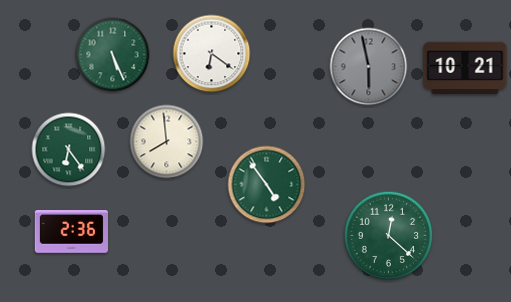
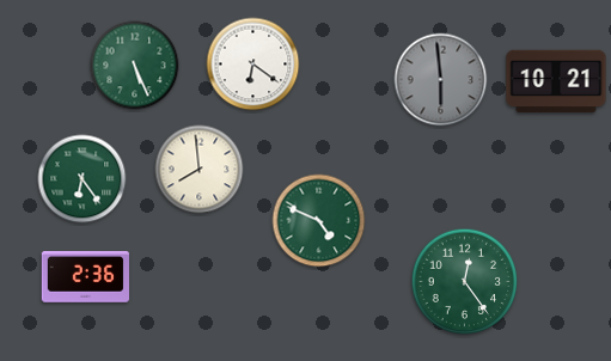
clock at (369, 67): 5:58 -> 5:59
clock at (267, 185): 4:54 -> 4:49
clock at (389, 236): 12:22 -> 12:24
